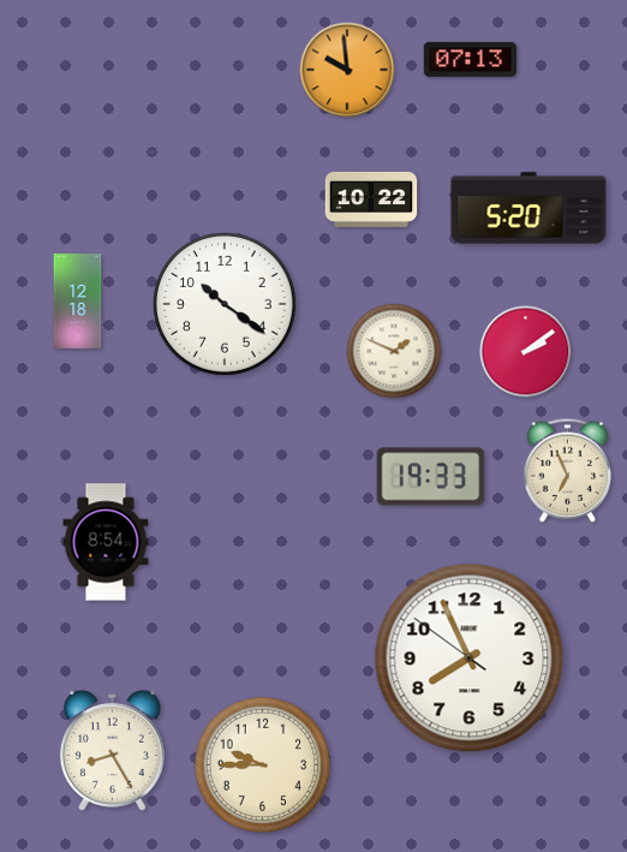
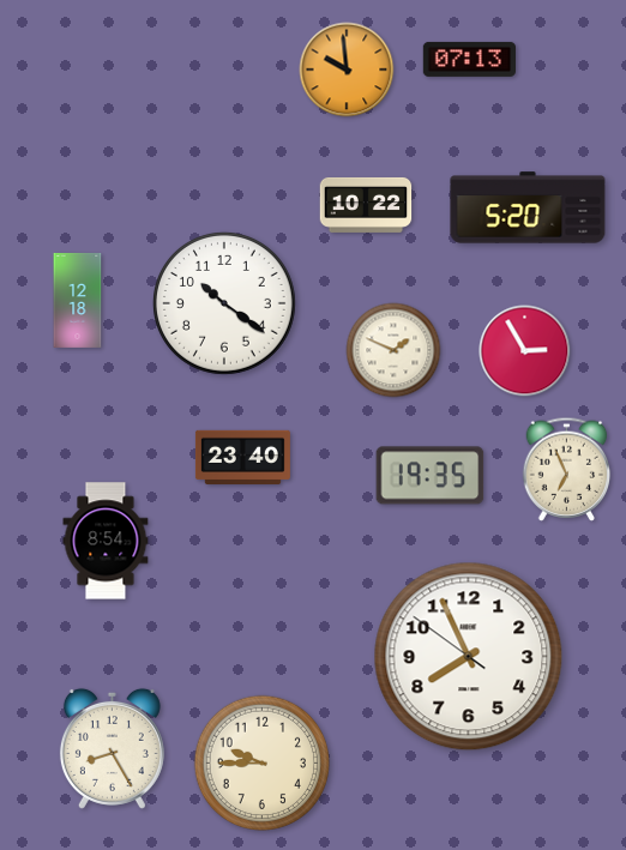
clock at (371, 199) position: (371, 199) -> (366, 205)
clock at (526, 352): 2:09 -> 2:55
clock at (242, 457): none -> 23:40
clock at (431, 477): 19:33 -> 19:35
